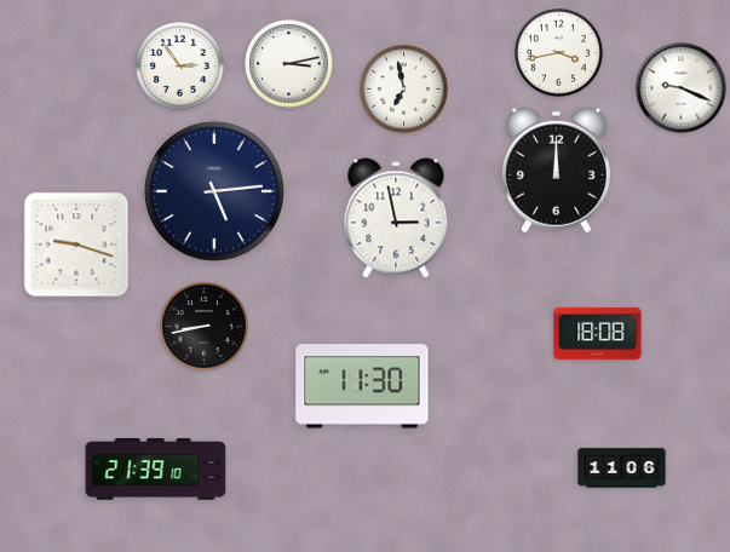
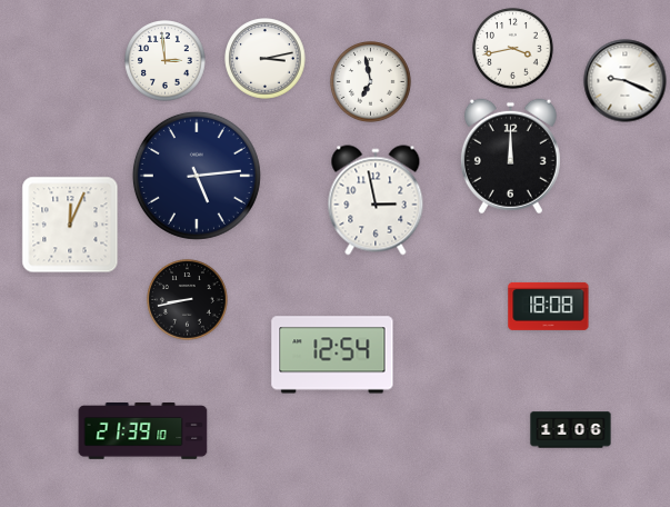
clock at (180, 67): 2:54 -> 2:59
clock at (396, 218) position: (396, 218) -> (376, 200)
clock at (76, 245): 9:18 -> 12:04
clock at (362, 386): 11:30 -> 12:54
